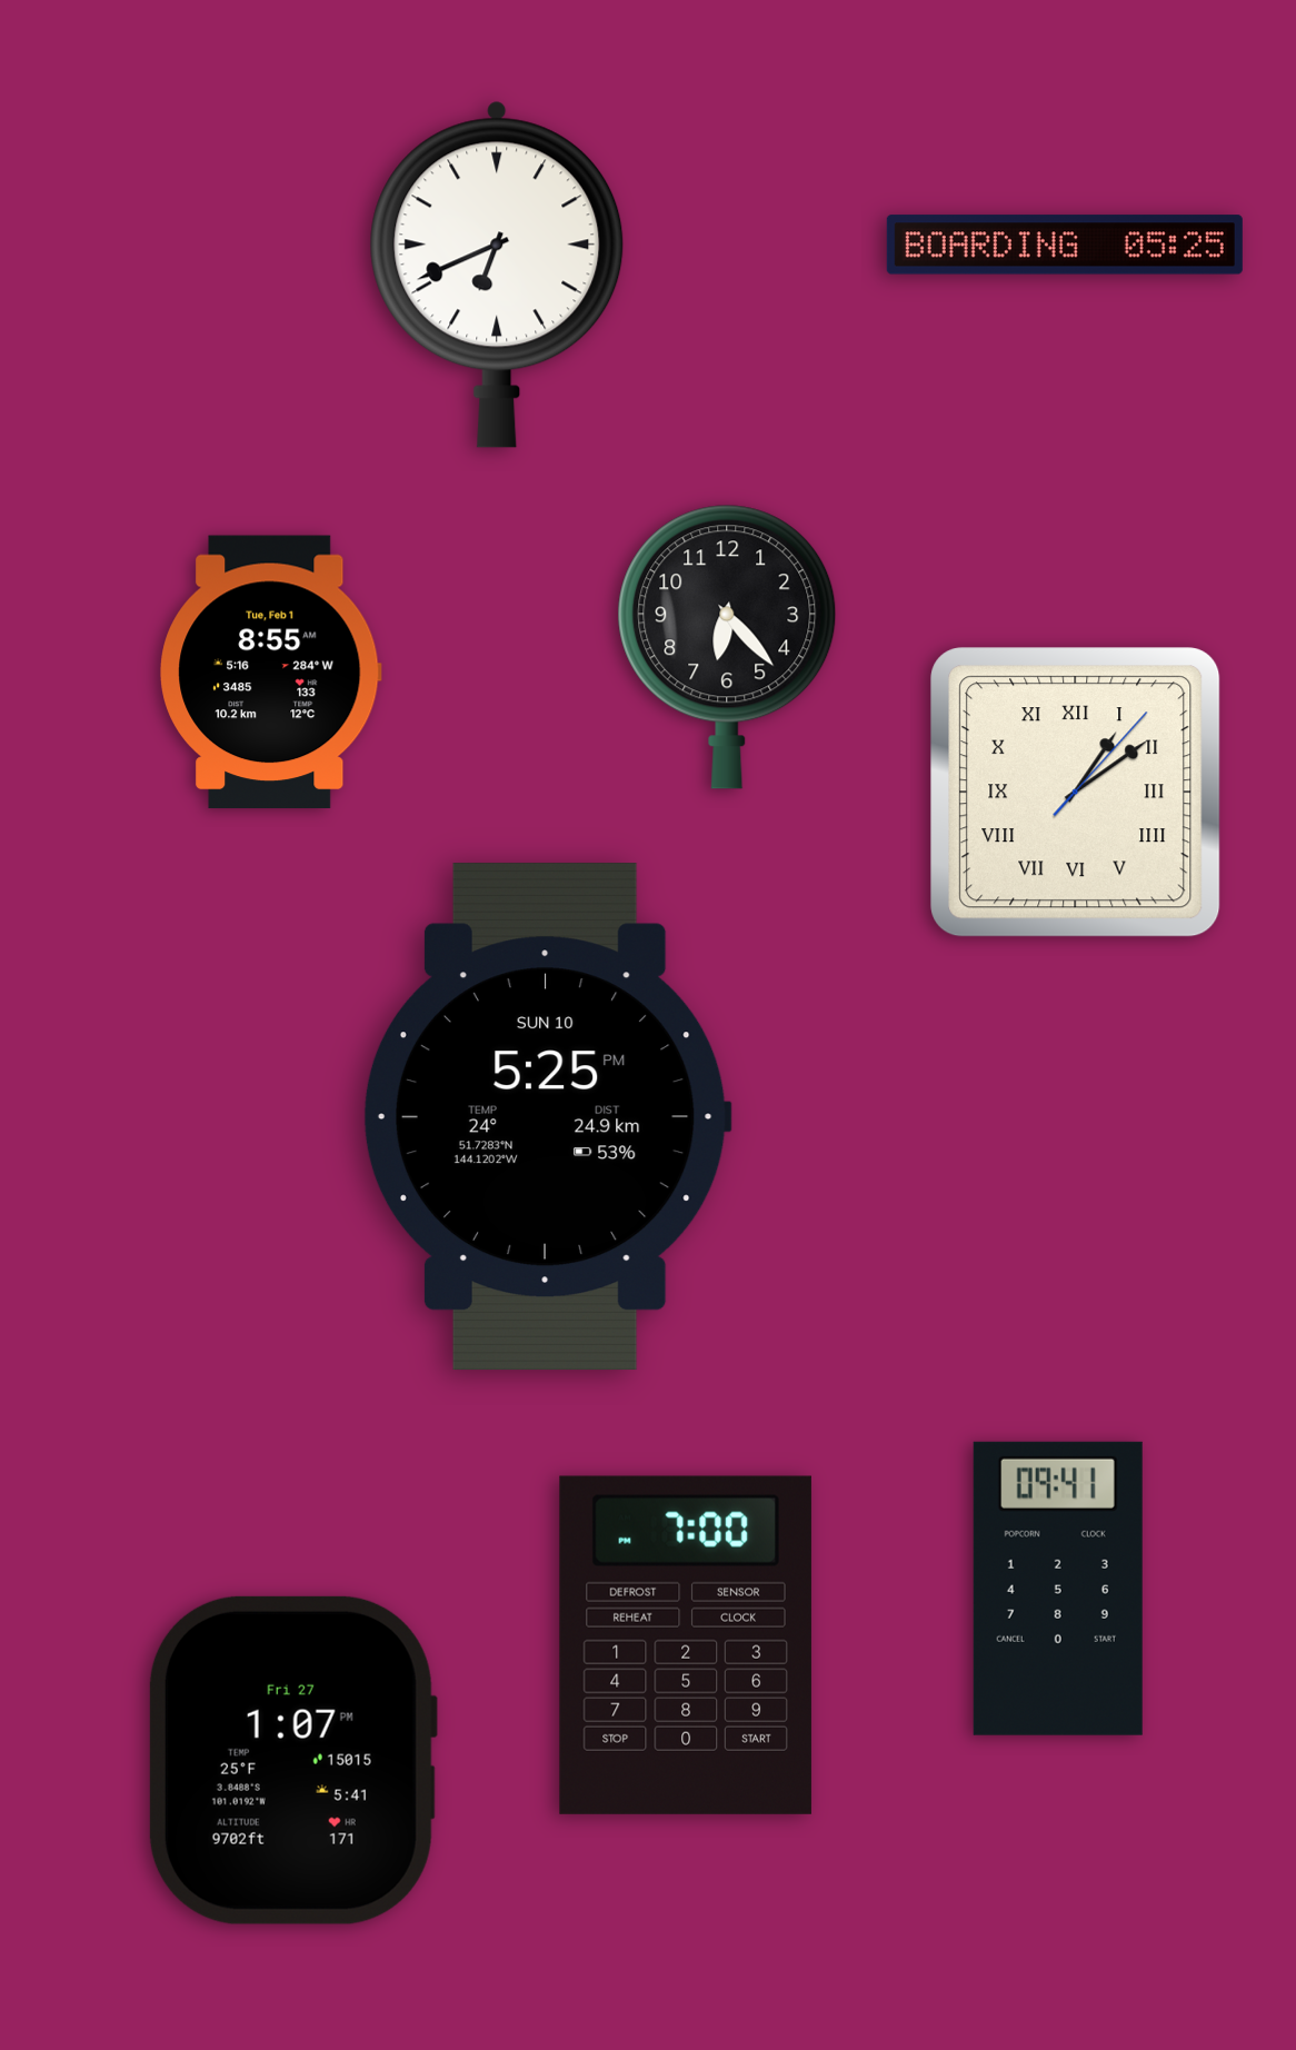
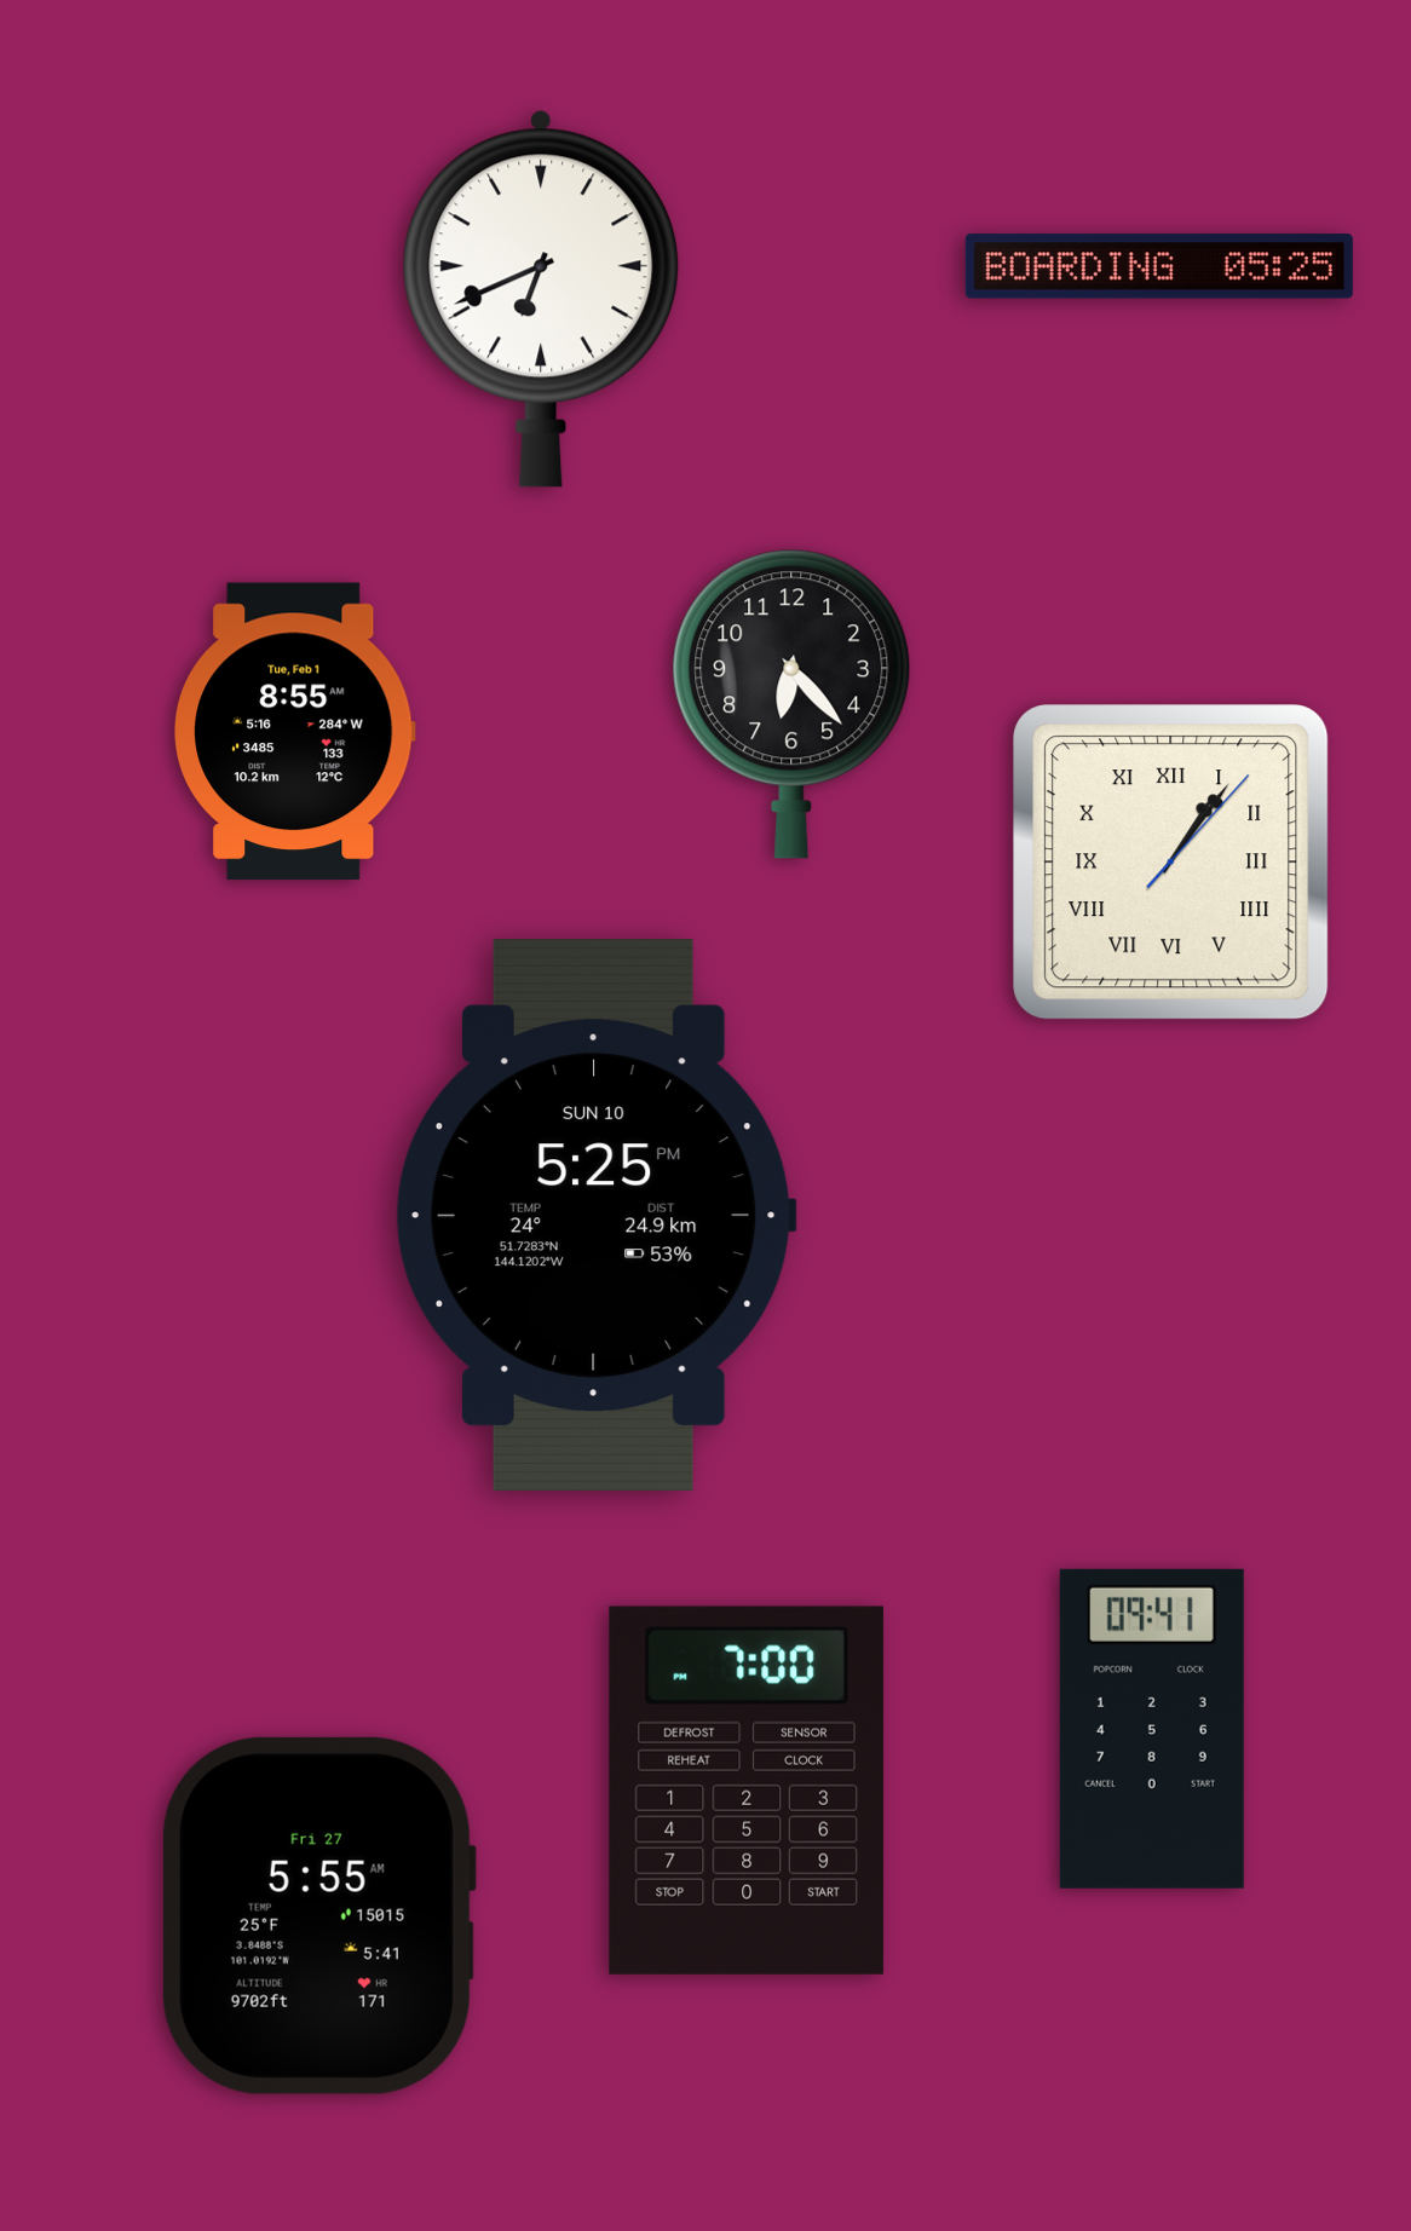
clock at (1076, 793): 1:09 -> 1:06
clock at (292, 1760): 1:07 -> 5:55
